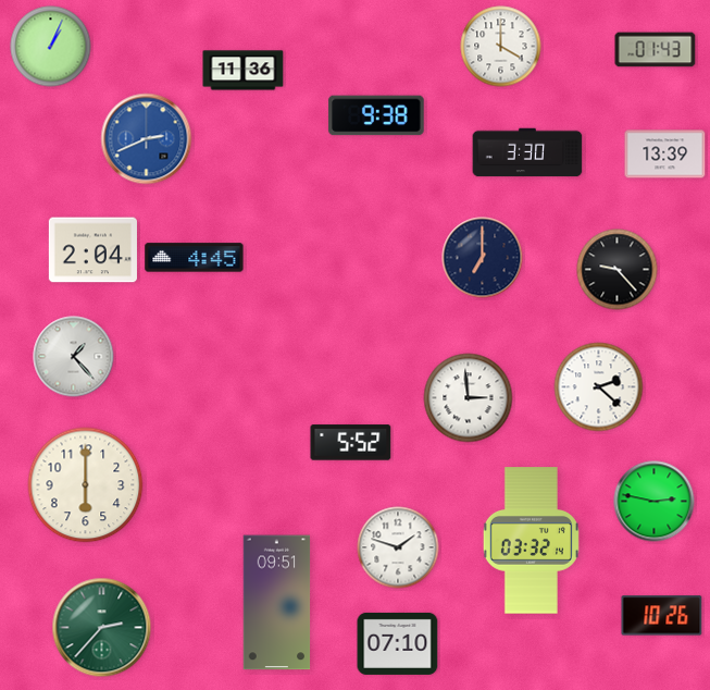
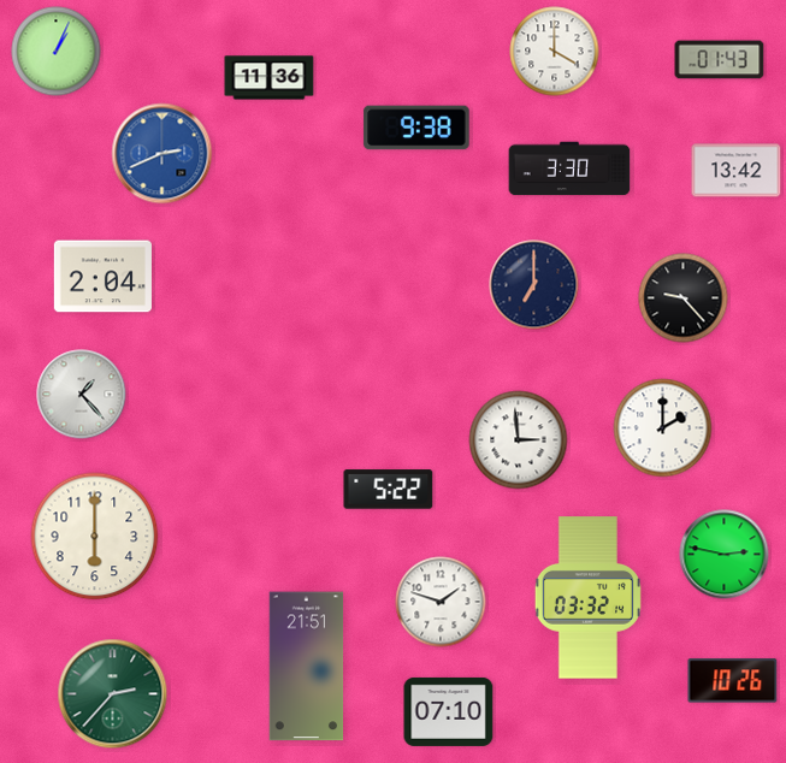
clock at (656, 50) position: (656, 50) -> (720, 60)
clock at (527, 152) position: (527, 152) -> (569, 168)
clock at (665, 155): 13:39 -> 13:42
clock at (195, 258): 4:45 -> none
clock at (599, 387): 2:22 -> 2:00
clock at (351, 443): 5:52 -> 5:22
clock at (398, 547) position: (398, 547) -> (441, 602)
clock at (277, 603): 09:51 -> 21:51
clock at (398, 643) position: (398, 643) -> (449, 711)
